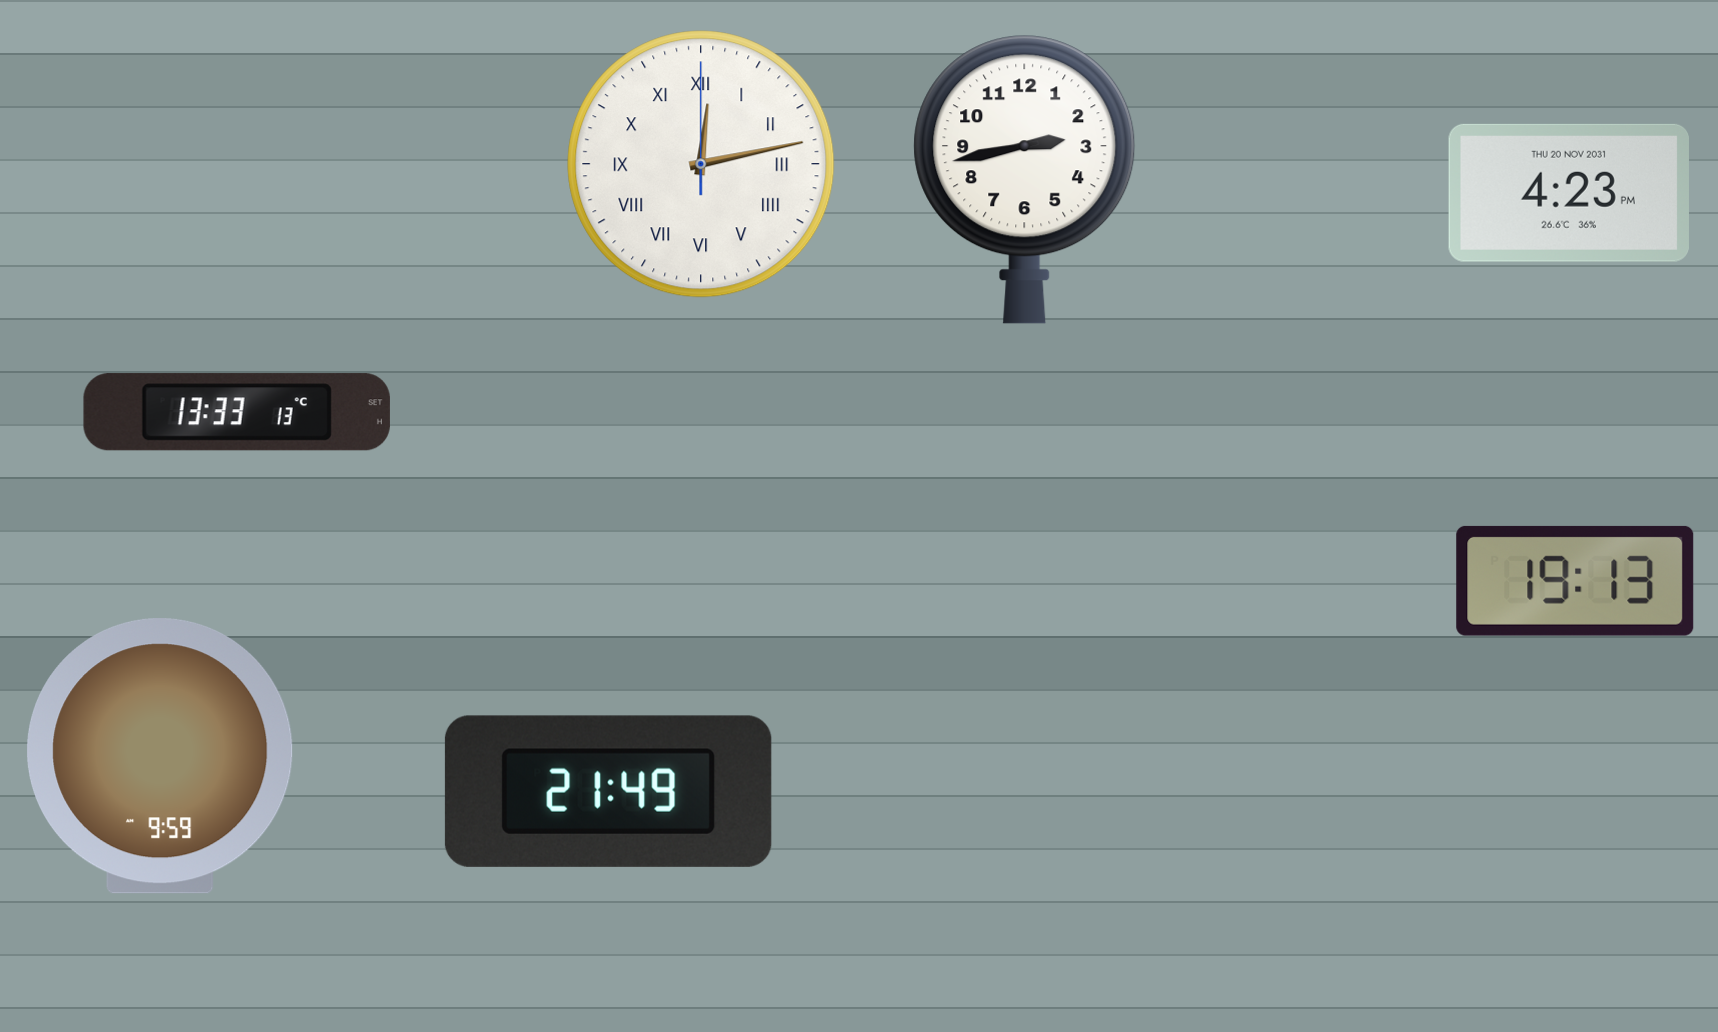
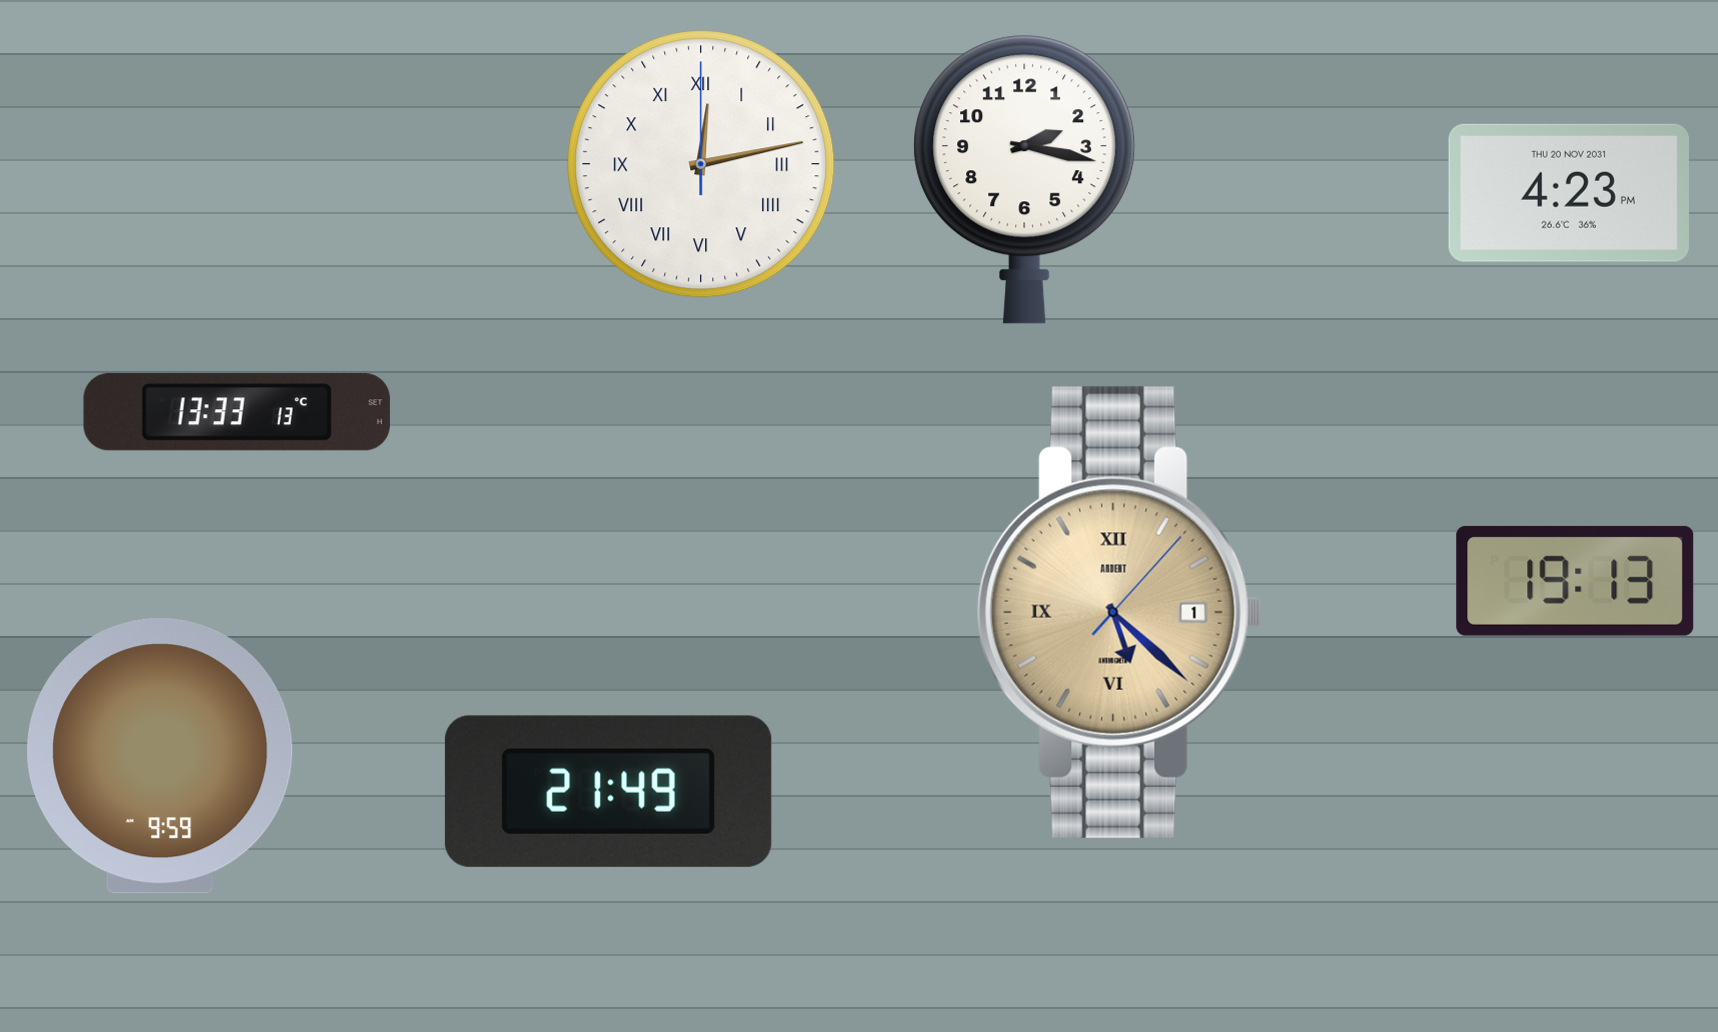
clock at (1025, 179): 2:43 -> 2:17
clock at (1119, 612): none -> 5:22
